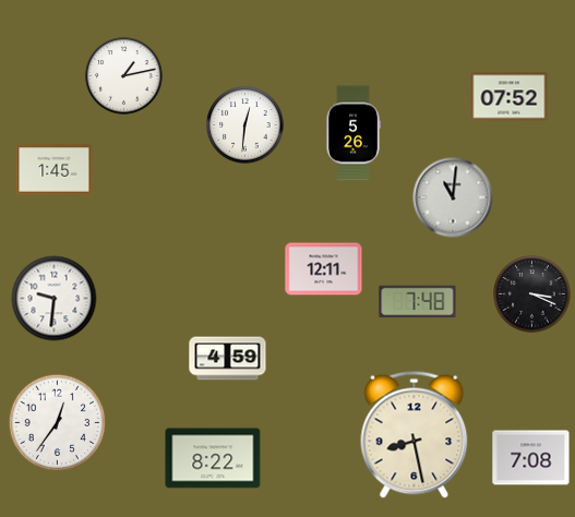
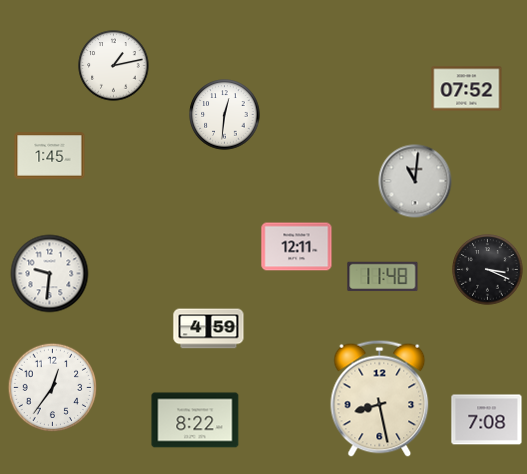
clock at (124, 76) position: (124, 76) -> (114, 66)
clock at (354, 133): 5:26 -> none
clock at (418, 302): 7:48 -> 11:48
